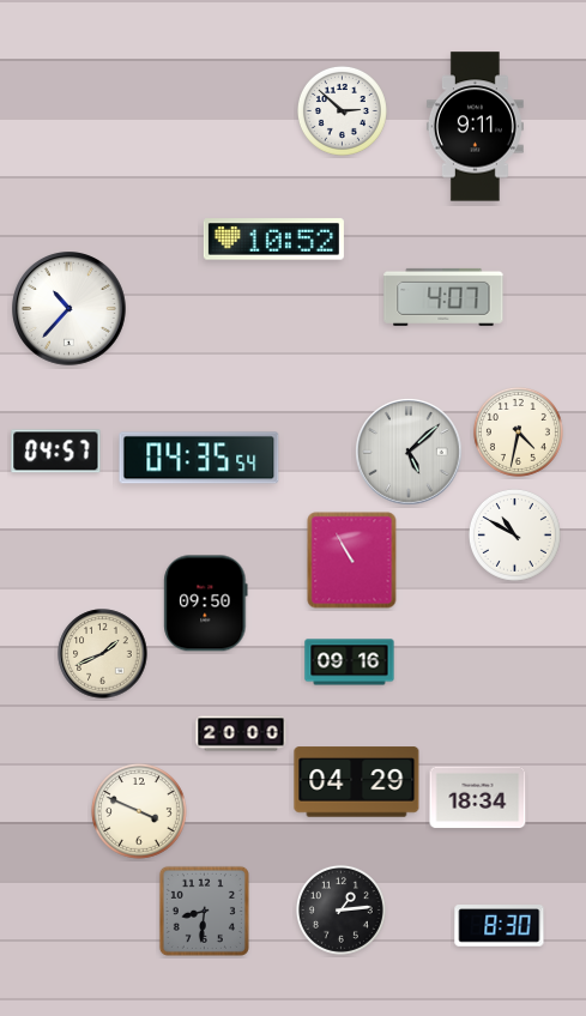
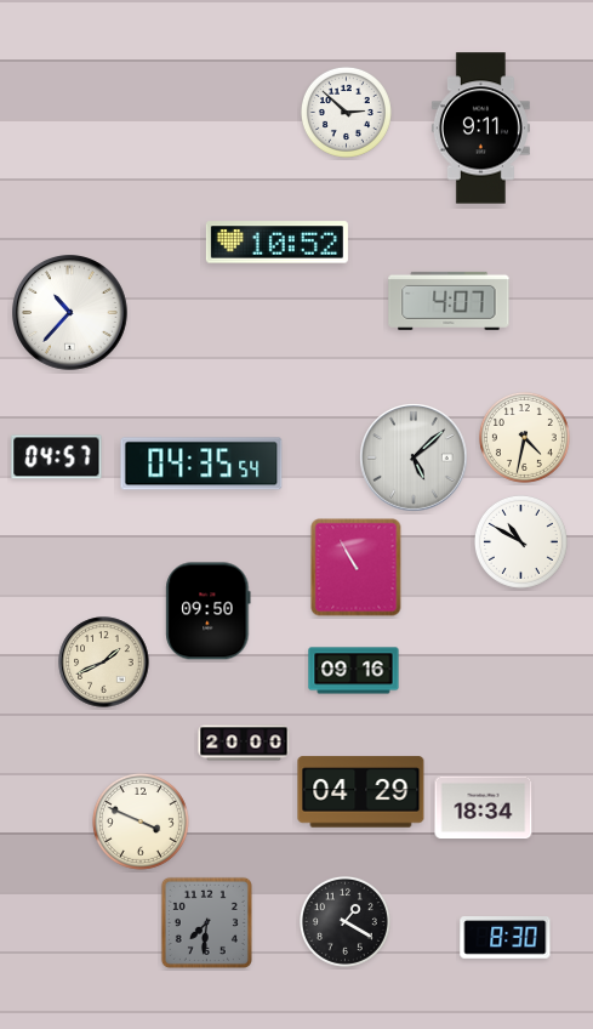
clock at (340, 909): 1:14 -> 1:20
clock at (204, 911): 8:31 -> 7:31
